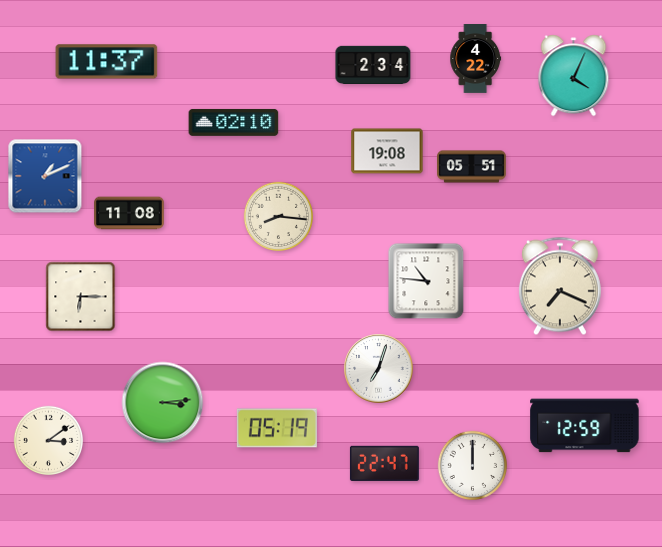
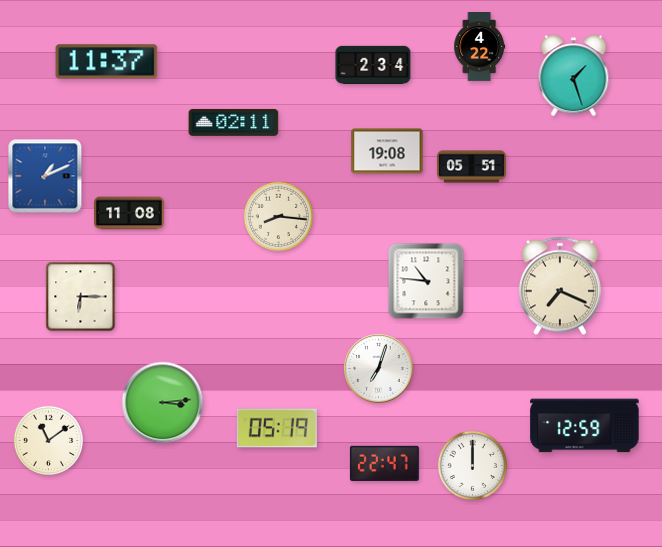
clock at (476, 59) position: (476, 59) -> (480, 47)
clock at (574, 76): 4:04 -> 1:27
clock at (234, 122): 02:10 -> 02:11
clock at (48, 440): 3:09 -> 11:09
